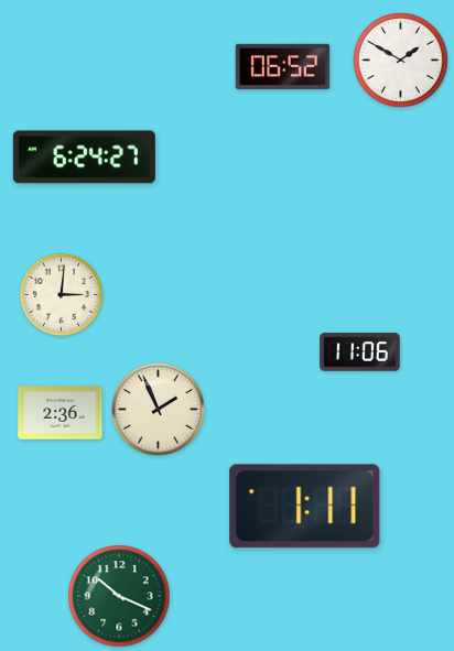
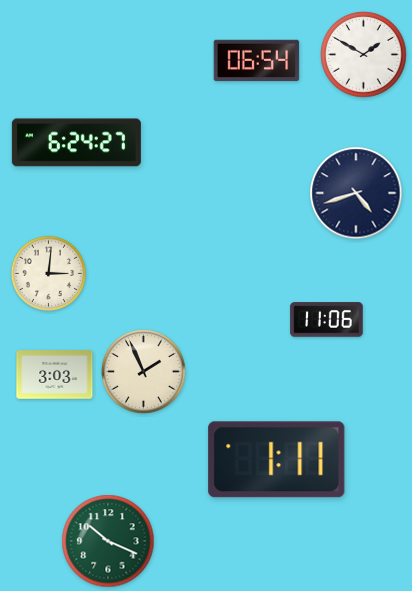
clock at (283, 67): 06:52 -> 06:54
clock at (356, 193): none -> 4:42
clock at (61, 294) position: (61, 294) -> (48, 273)
clock at (61, 413): 2:36 -> 3:03
